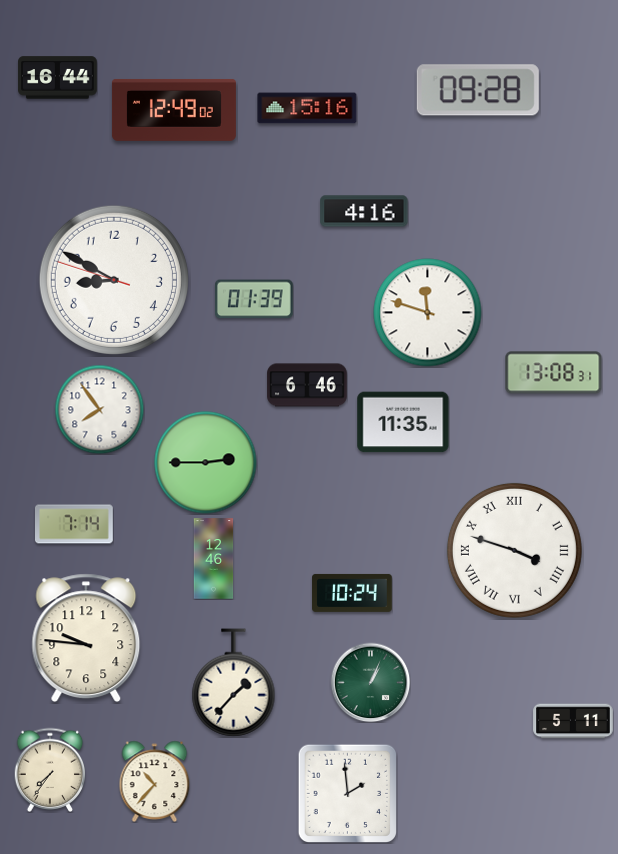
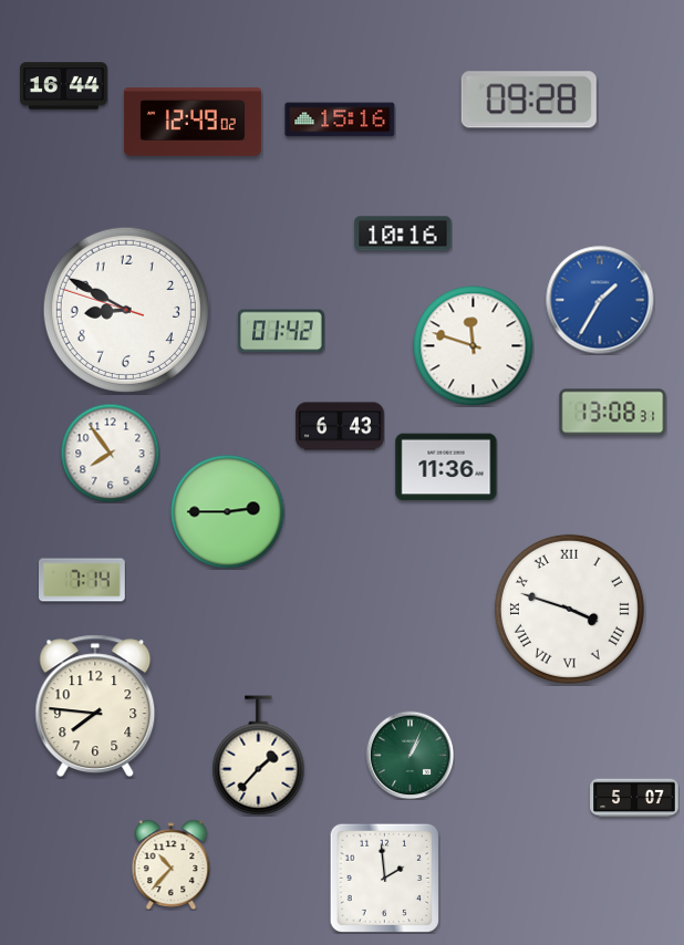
clock at (364, 211): 4:16 -> 10:16
clock at (600, 300): none -> 1:35
clock at (254, 299): 01:39 -> 01:42
clock at (307, 385): 6:46 -> 6:43
clock at (403, 422): 11:35 -> 11:36
clock at (214, 559): 12:46 -> none
clock at (352, 593): 10:24 -> none
clock at (86, 638): 9:46 -> 7:46
clock at (573, 721): 5:11 -> 5:07
clock at (50, 769): 7:36 -> none
